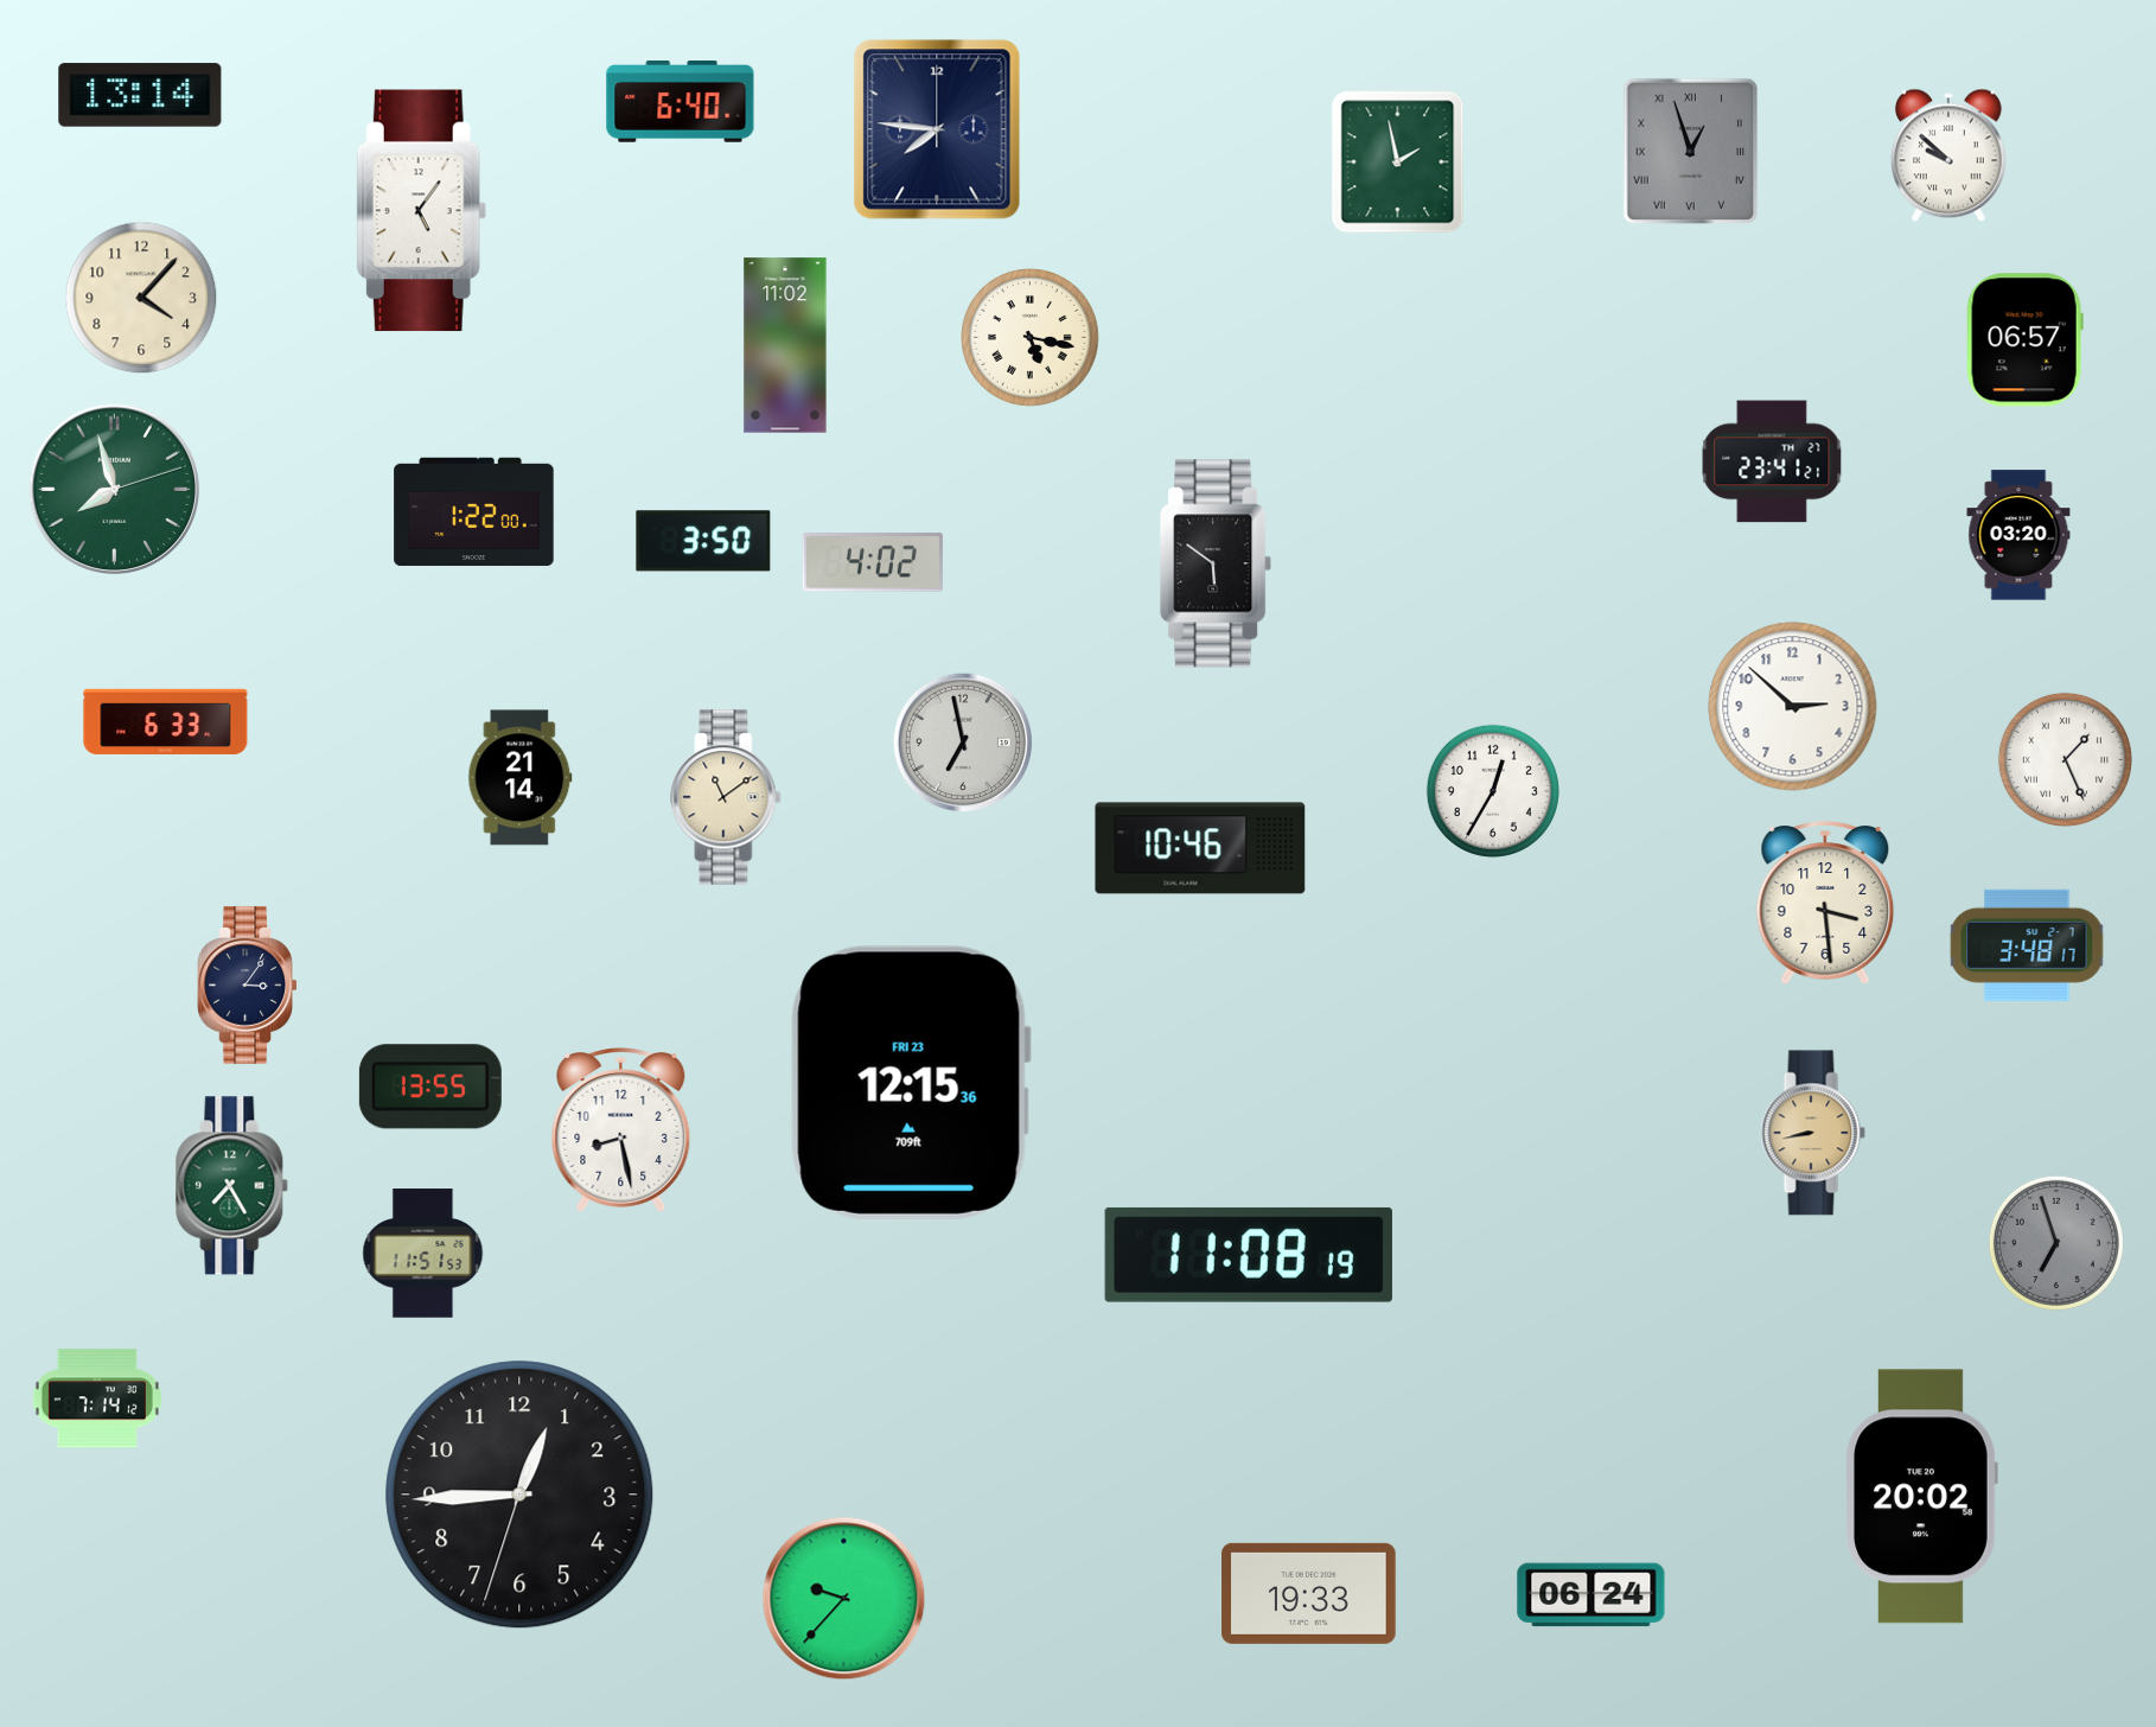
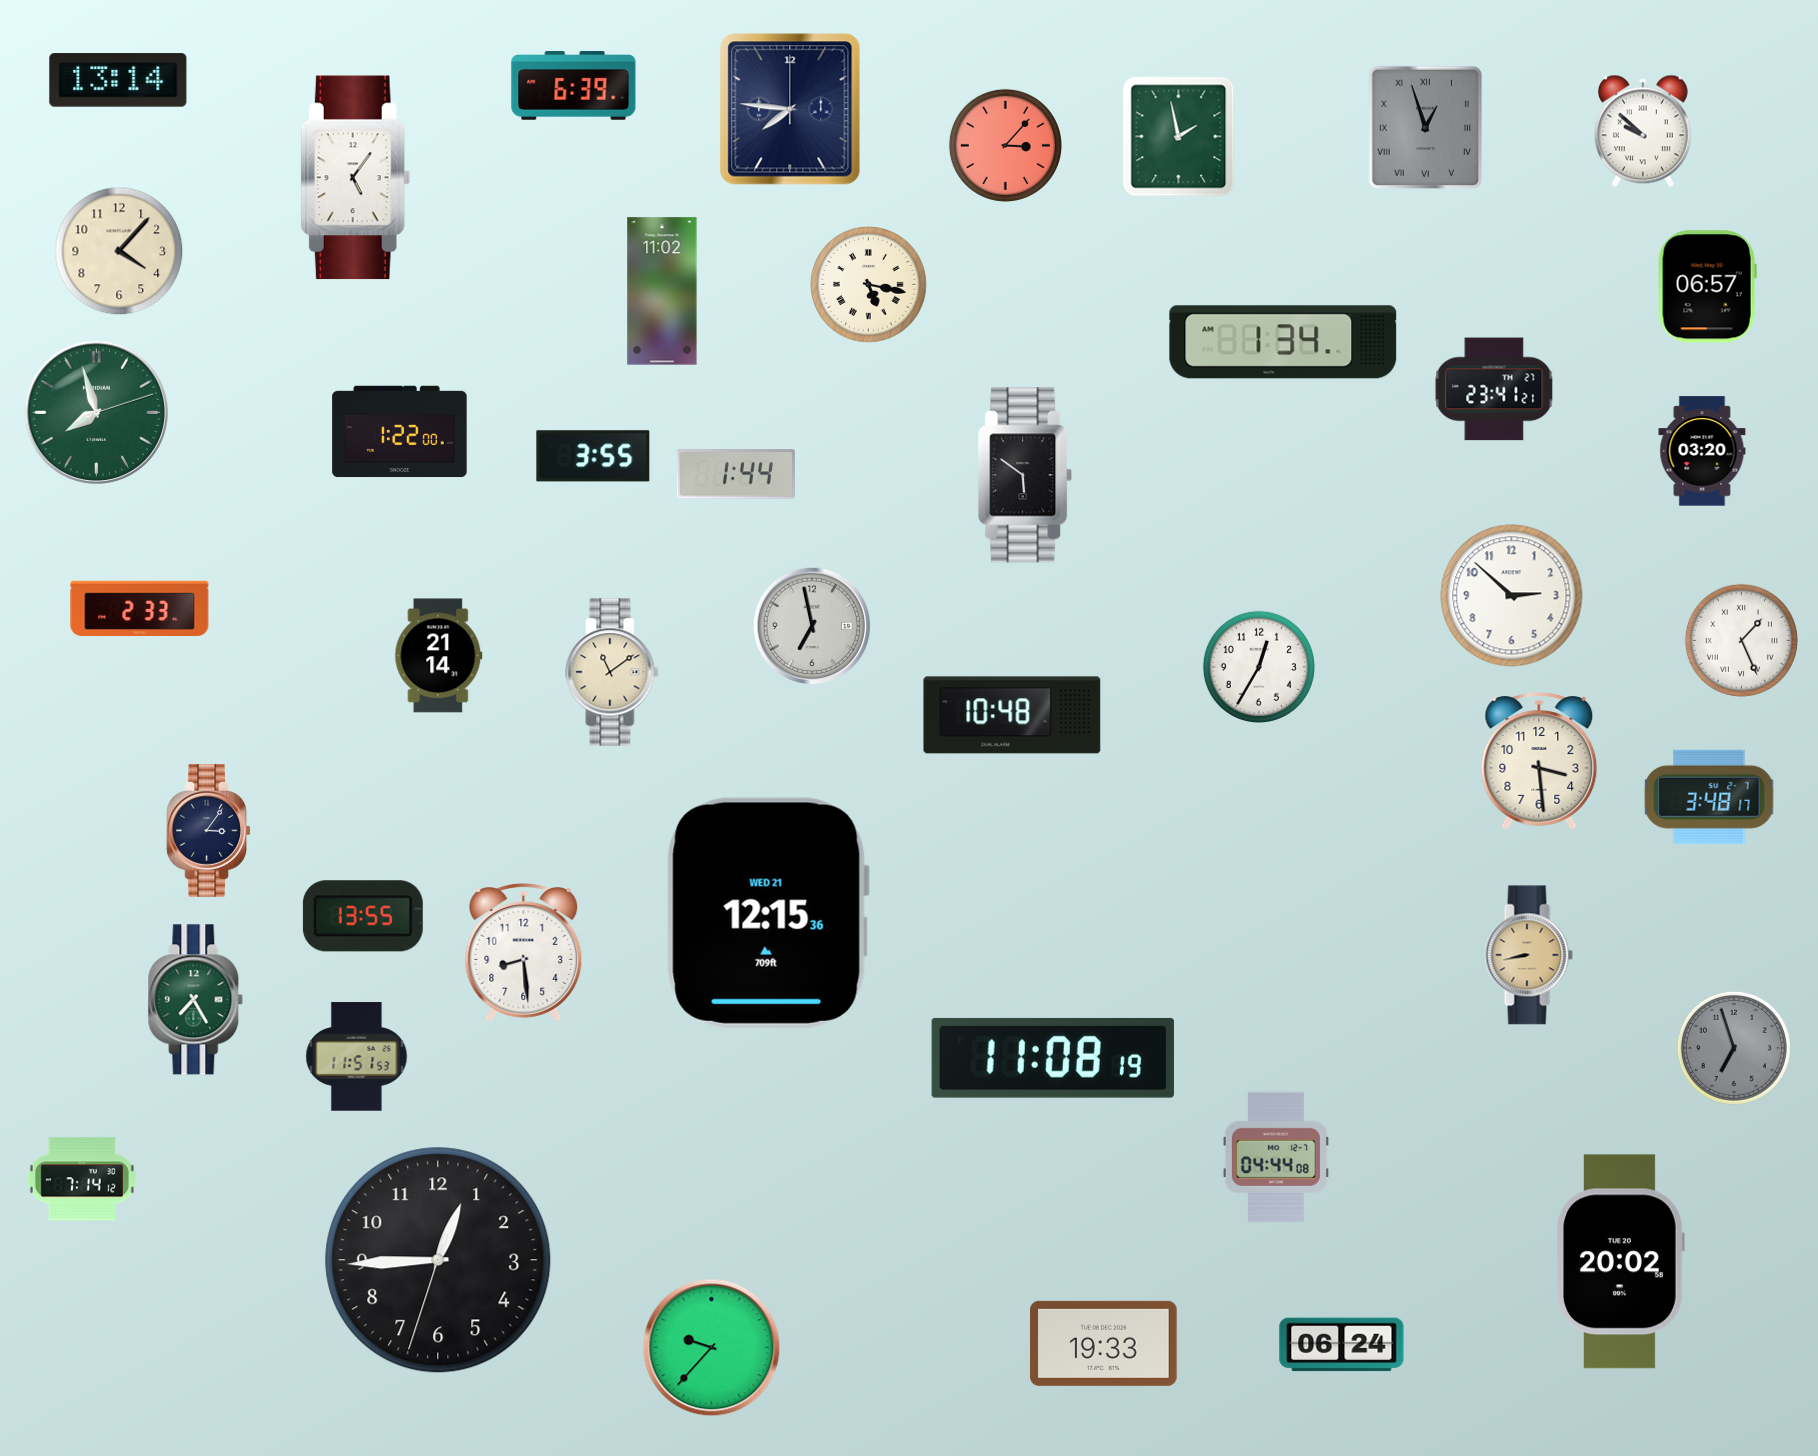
clock at (681, 102): 6:40 -> 6:39
clock at (1005, 145): none -> 3:07
clock at (1283, 342): none -> 1:34
clock at (703, 541): 3:50 -> 3:55
clock at (873, 562): 4:02 -> 1:44
clock at (166, 721): 6:33 -> 2:33
clock at (1200, 848): 10:46 -> 10:48
clock at (911, 1083) date: FRI 23 -> WED 21
clock at (621, 1130): 8:28 -> 8:29
clock at (1276, 1156): none -> 04:44
